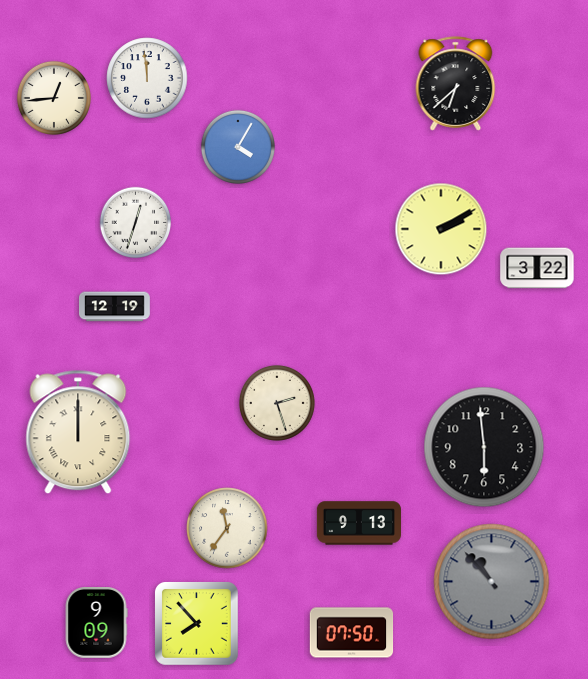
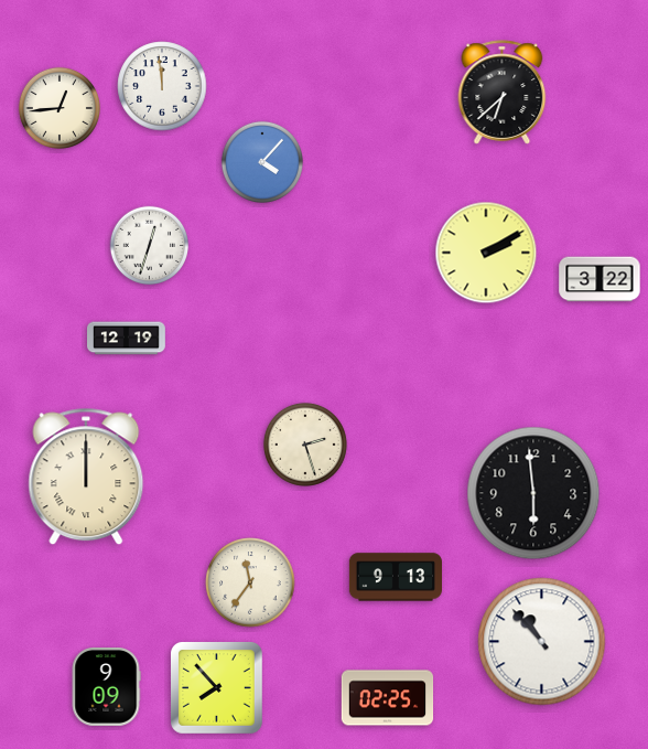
clock at (238, 147): 4:05 -> 4:07
clock at (537, 268) position: (537, 268) -> (600, 279)
clock at (492, 582) dial: grey -> white
clock at (352, 633): 07:50 -> 02:25
